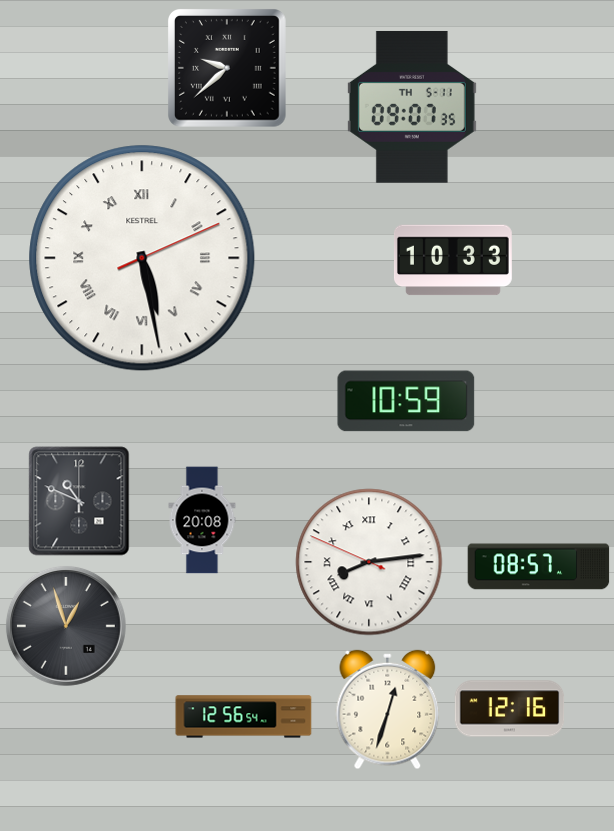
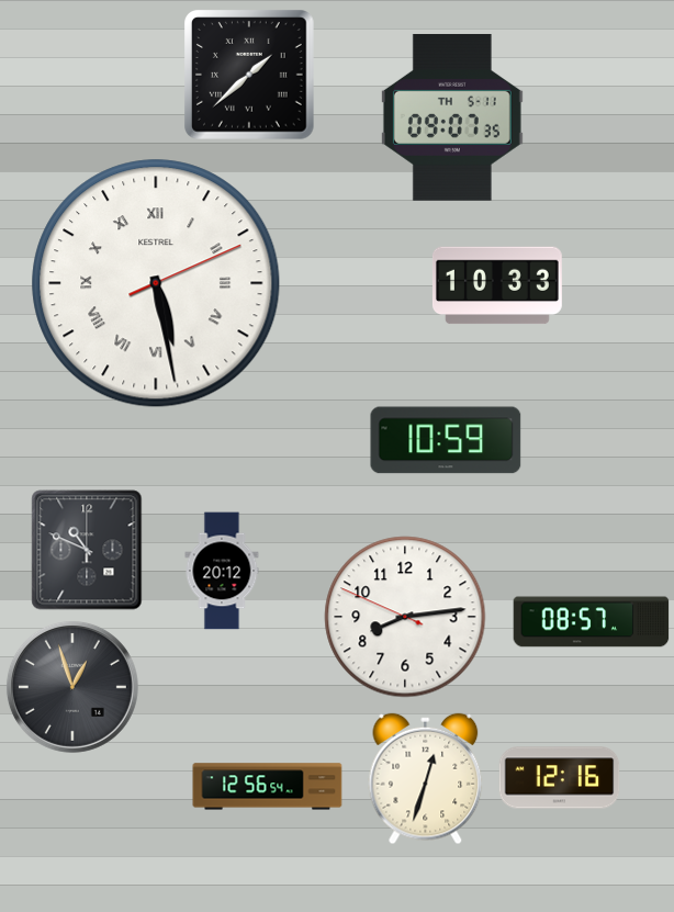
clock at (228, 69): 9:38 -> 1:38
clock at (202, 520): 20:08 -> 20:12
clock at (369, 562) numerals: Roman -> Arabic
